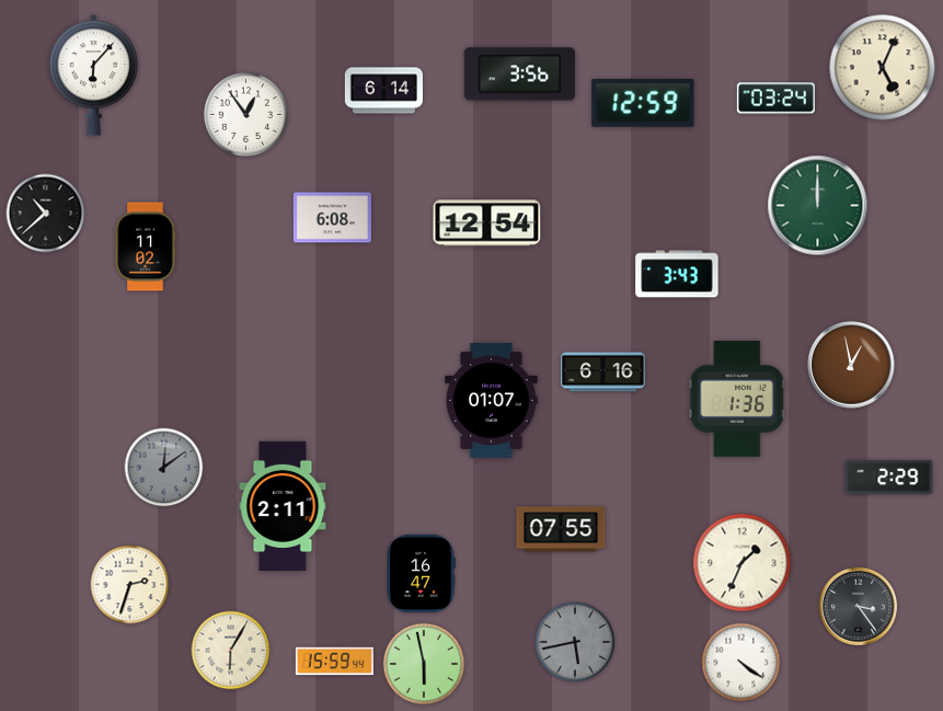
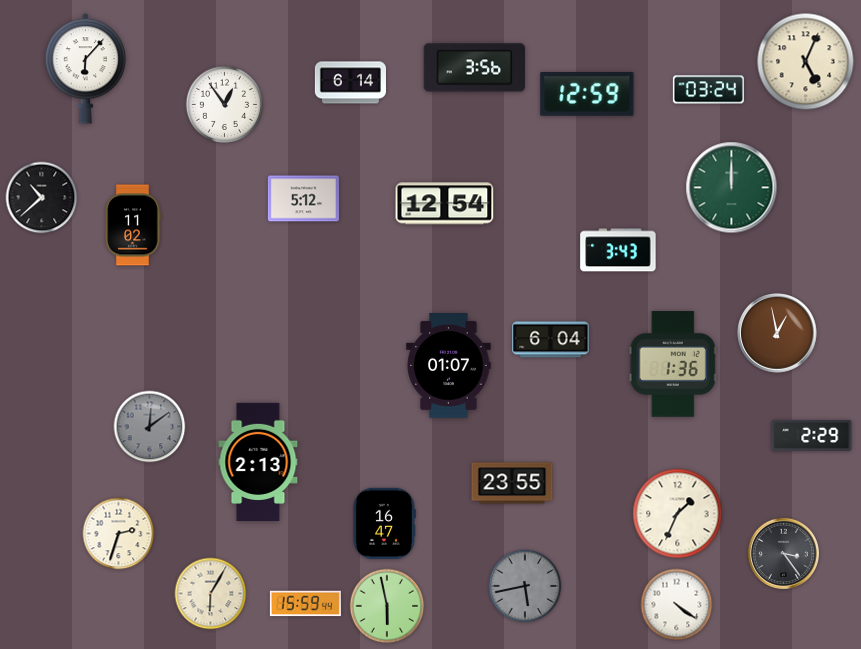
clock at (818, 206) position: (818, 206) -> (732, 188)
clock at (46, 214) position: (46, 214) -> (42, 198)
clock at (332, 218): 6:08 -> 5:12
clock at (603, 372): 6:16 -> 6:04
clock at (283, 505): 2:11 -> 2:13
clock at (561, 529): 07:55 -> 23:55
